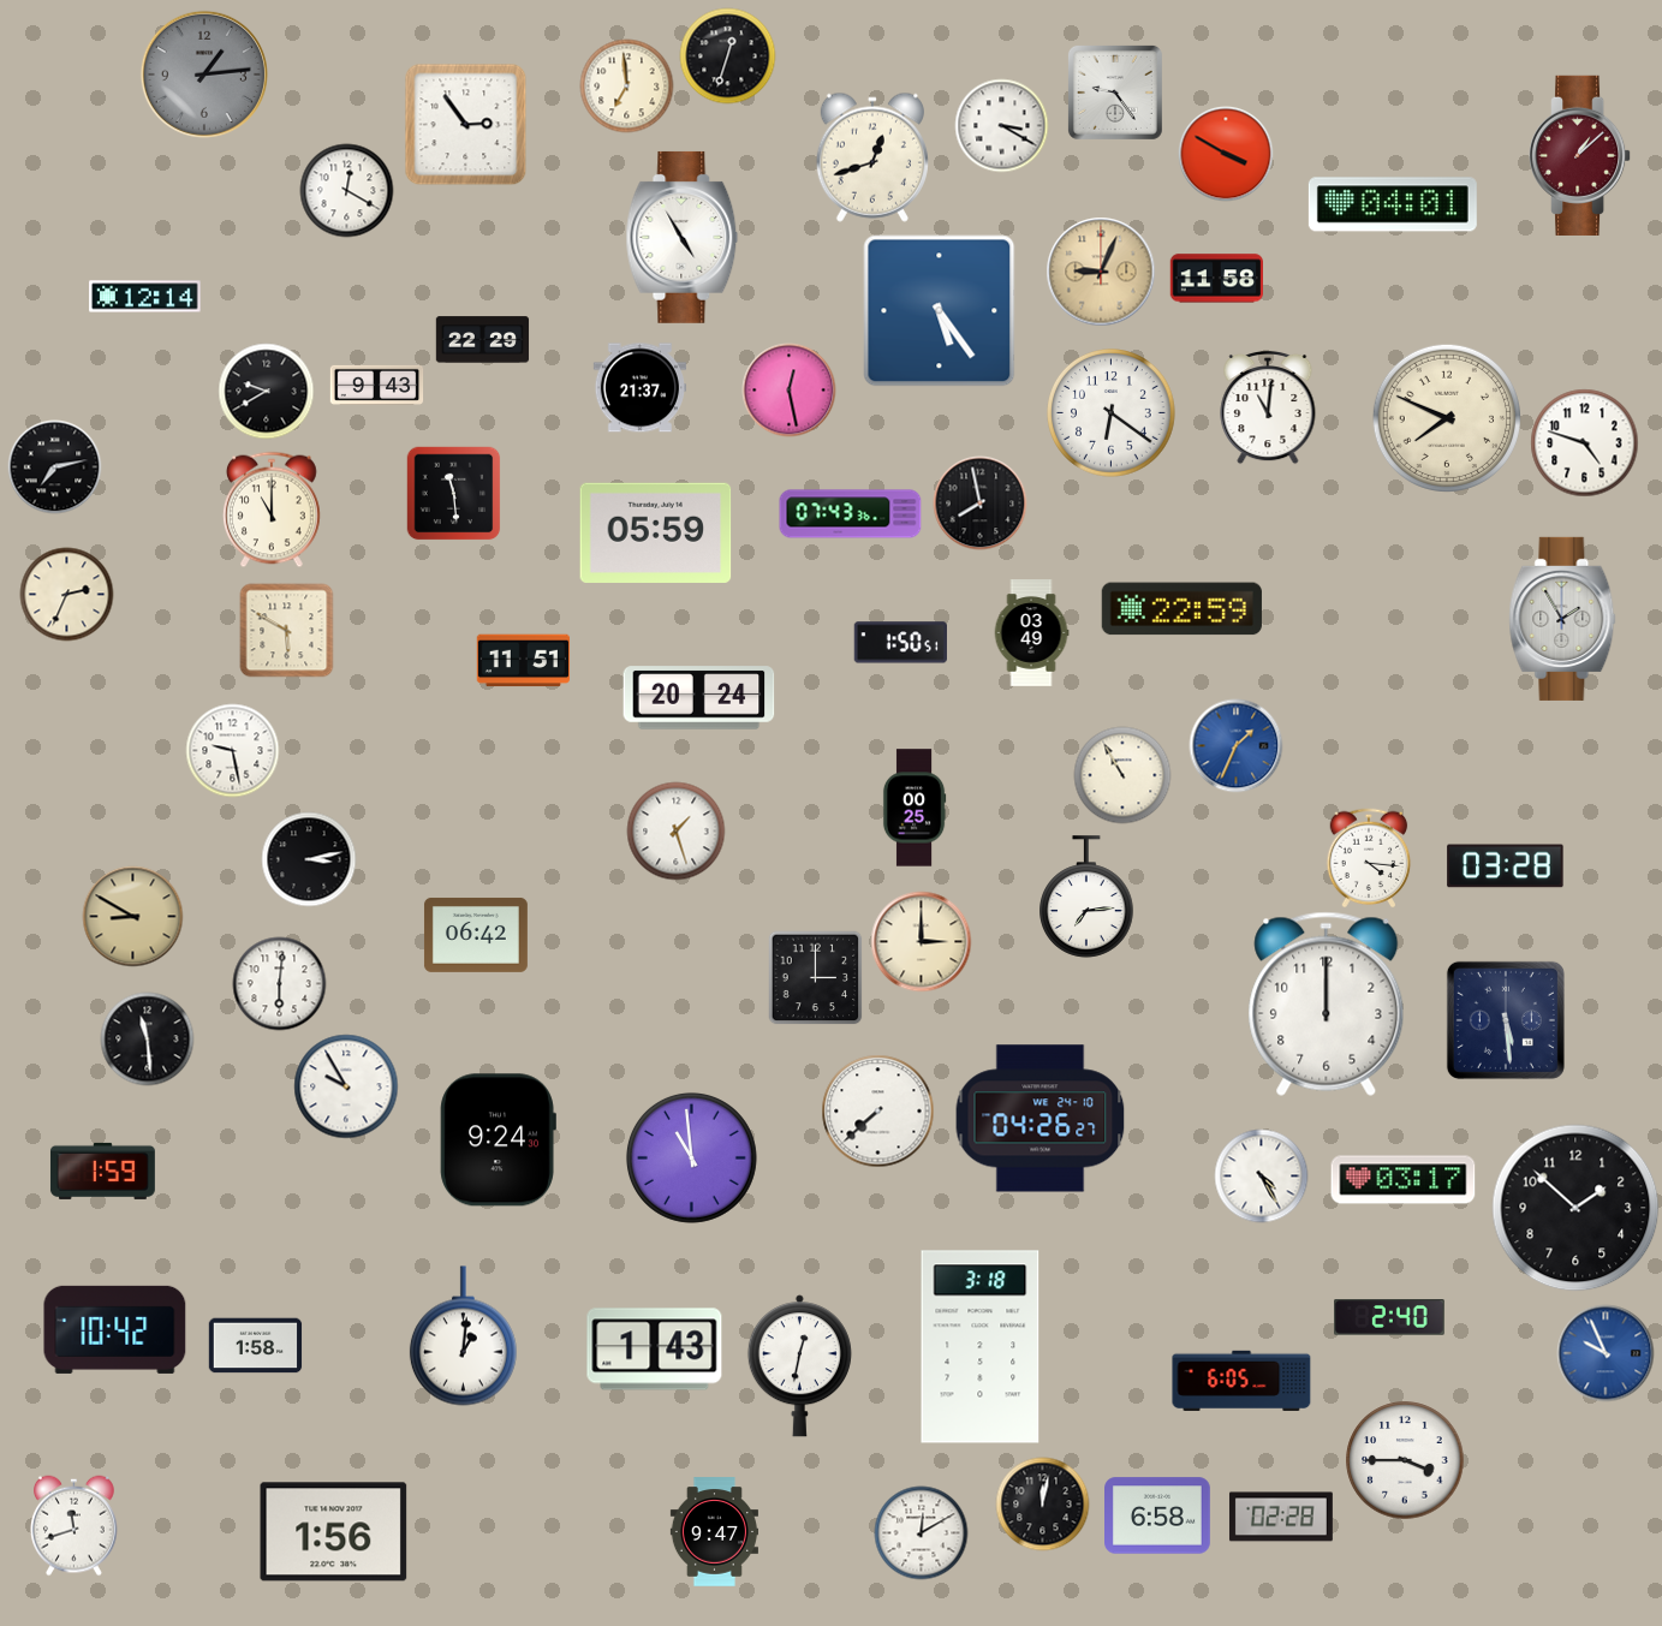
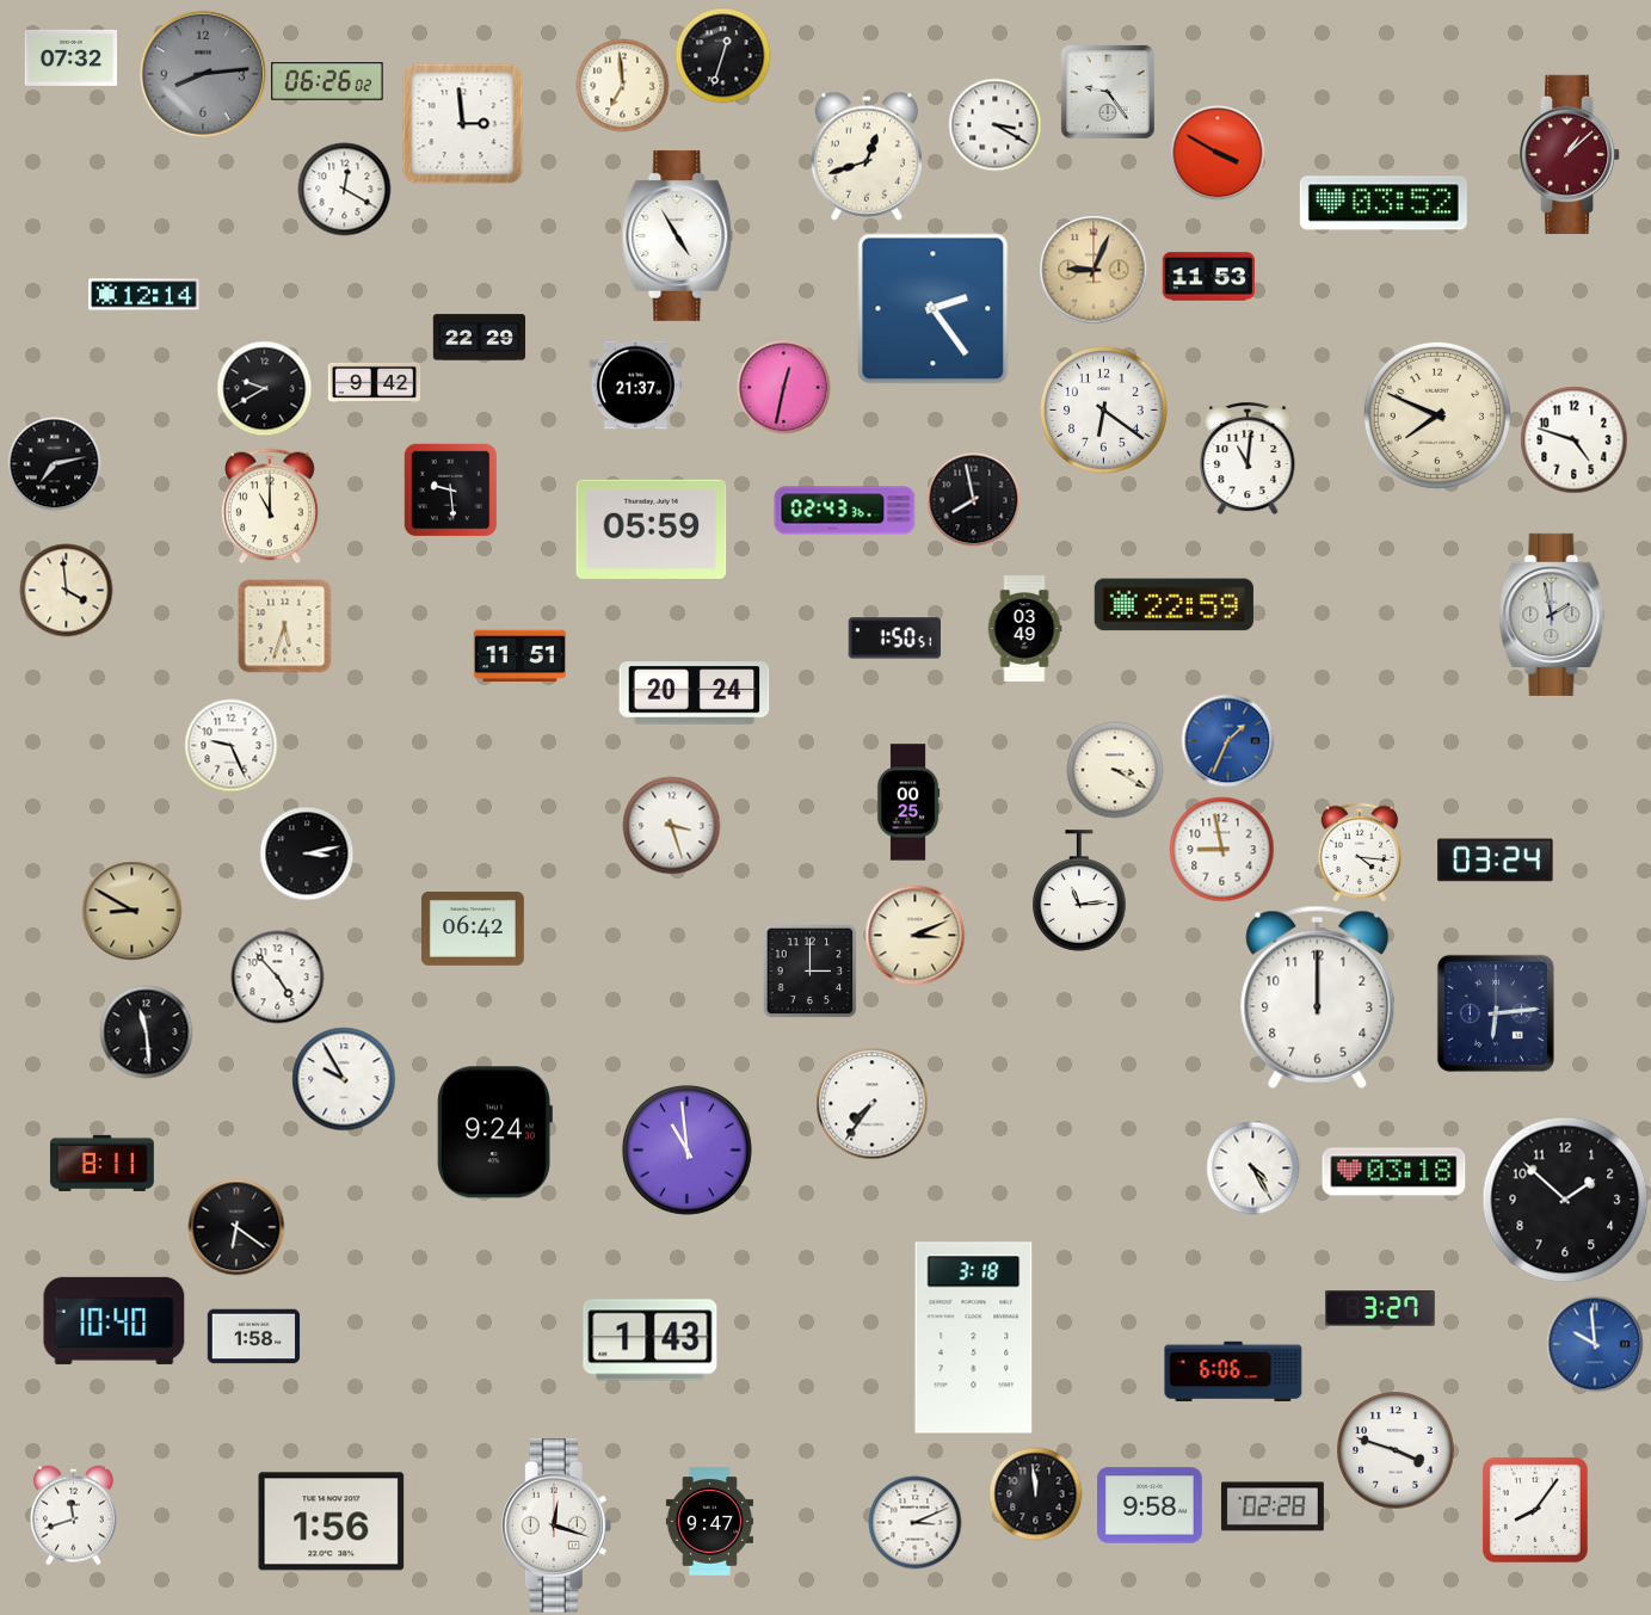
clock at (70, 57): none -> 07:32
clock at (204, 75): 1:14 -> 8:14
clock at (327, 82): none -> 06:26
clock at (465, 124): 2:54 -> 2:59
clock at (1393, 204): 04:01 -> 03:52
clock at (1216, 279): 11:58 -> 11:53
clock at (940, 311): 5:24 -> 2:24
clock at (376, 385): 9:43 -> 9:42
clock at (788, 389): 12:28 -> 12:32
clock at (1268, 407) position: (1268, 407) -> (1248, 458)
clock at (453, 493): 11:29 -> 9:29
clock at (851, 514): 07:43 -> 02:43
clock at (66, 594): 2:34 -> 3:59
clock at (1562, 619): 1:55 -> 1:58
clock at (286, 630): 5:50 -> 5:33
clock at (232, 750): 9:28 -> 9:26
clock at (1122, 775): 10:55 -> 3:20
clock at (675, 830): 1:27 -> 3:27
clock at (1221, 849): none -> 8:58
clock at (1506, 866): 03:28 -> 03:24
clock at (1086, 897): 7:14 -> 11:14
clock at (921, 941): 3:00 -> 3:11
clock at (279, 983): 6:01 -> 4:53
clock at (1506, 1020): 5:29 -> 6:14
clock at (877, 1110): 7:38 -> 7:36
clock at (1041, 1119): 04:26 -> none
clock at (102, 1171): 1:59 -> 8:11
clock at (1404, 1180): 03:17 -> 03:18
clock at (236, 1227): none -> 6:21
clock at (1389, 1317): 2:40 -> 3:27
clock at (115, 1329): 10:42 -> 10:40
clock at (463, 1336): 1:01 -> none
clock at (1606, 1353): 9:56 -> 9:59
clock at (799, 1366): 12:32 -> none
clock at (1241, 1381): 6:05 -> 6:06
clock at (1405, 1460): 3:45 -> 3:48
clock at (1042, 1503): 12:02 -> 11:59
clock at (1158, 1515): 6:58 -> 9:58
clock at (1535, 1510): none -> 8:06
clock at (921, 1532): 12:10 -> 3:11
clock at (556, 1527): none -> 12:18
